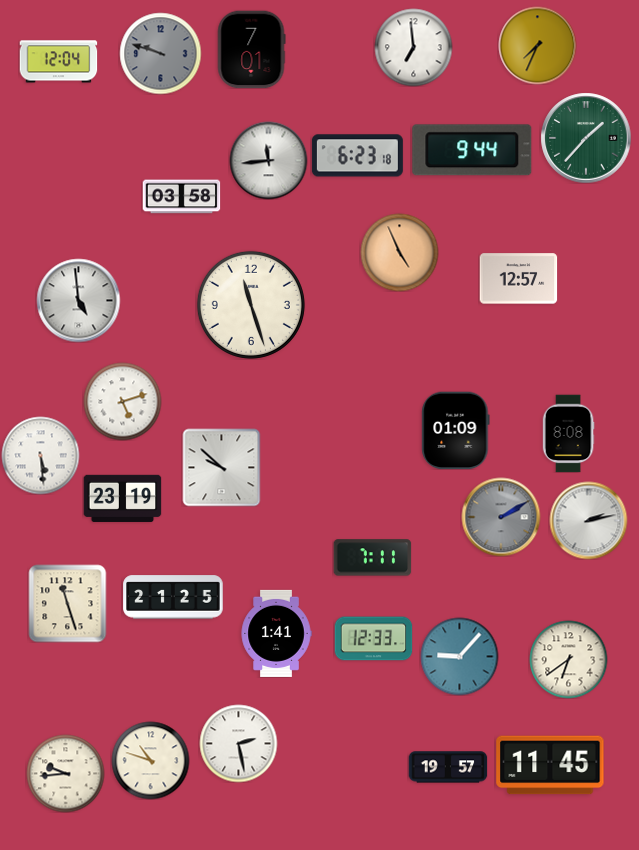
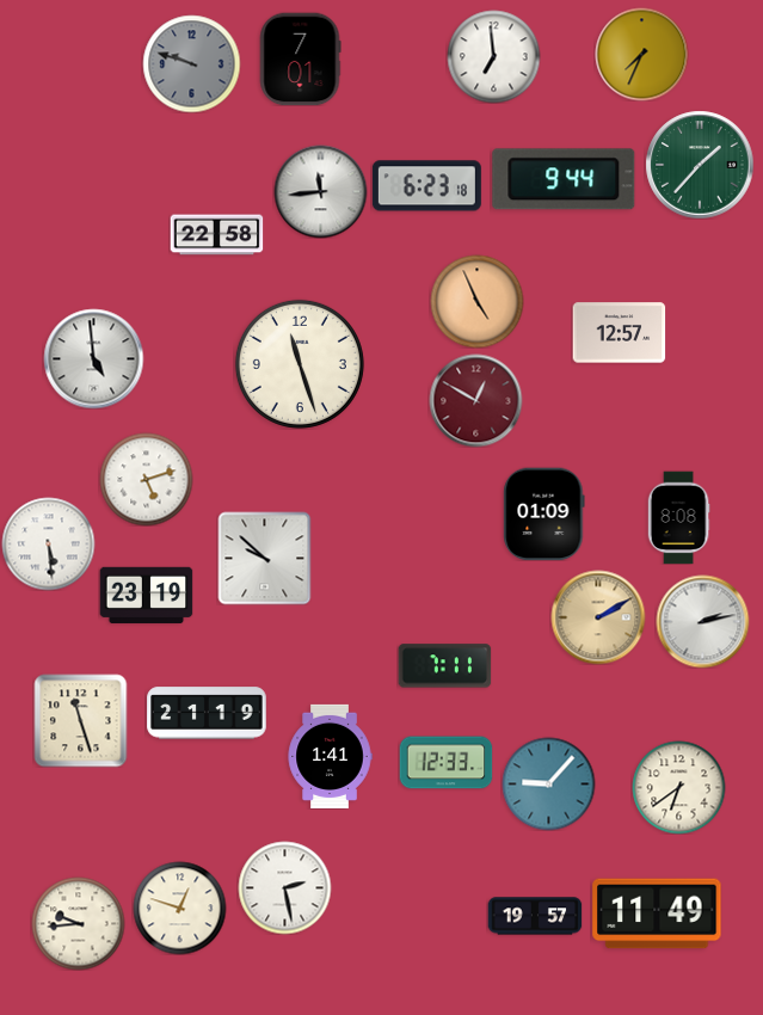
clock at (58, 62): 12:04 -> none
clock at (181, 197): 03:58 -> 22:58
clock at (475, 400): none -> 12:50
clock at (501, 517) dial: grey -> champagne
clock at (173, 597): 21:25 -> 21:19
clock at (150, 760): 10:48 -> 12:48
clock at (550, 765): 11:45 -> 11:49
